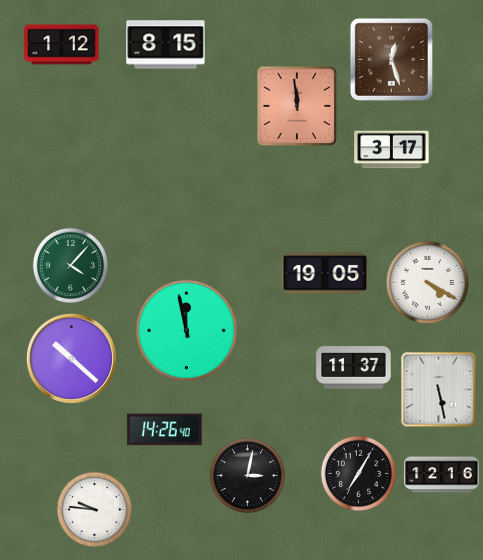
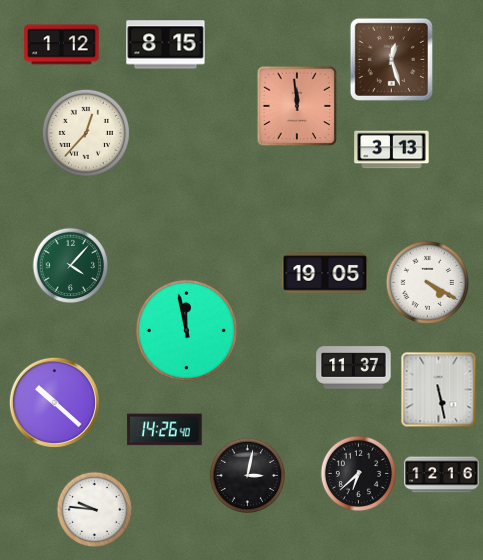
clock at (86, 133): none -> 12:37
clock at (392, 150): 3:17 -> 3:13
clock at (71, 358) position: (71, 358) -> (54, 402)
clock at (359, 474): 7:05 -> 6:38
